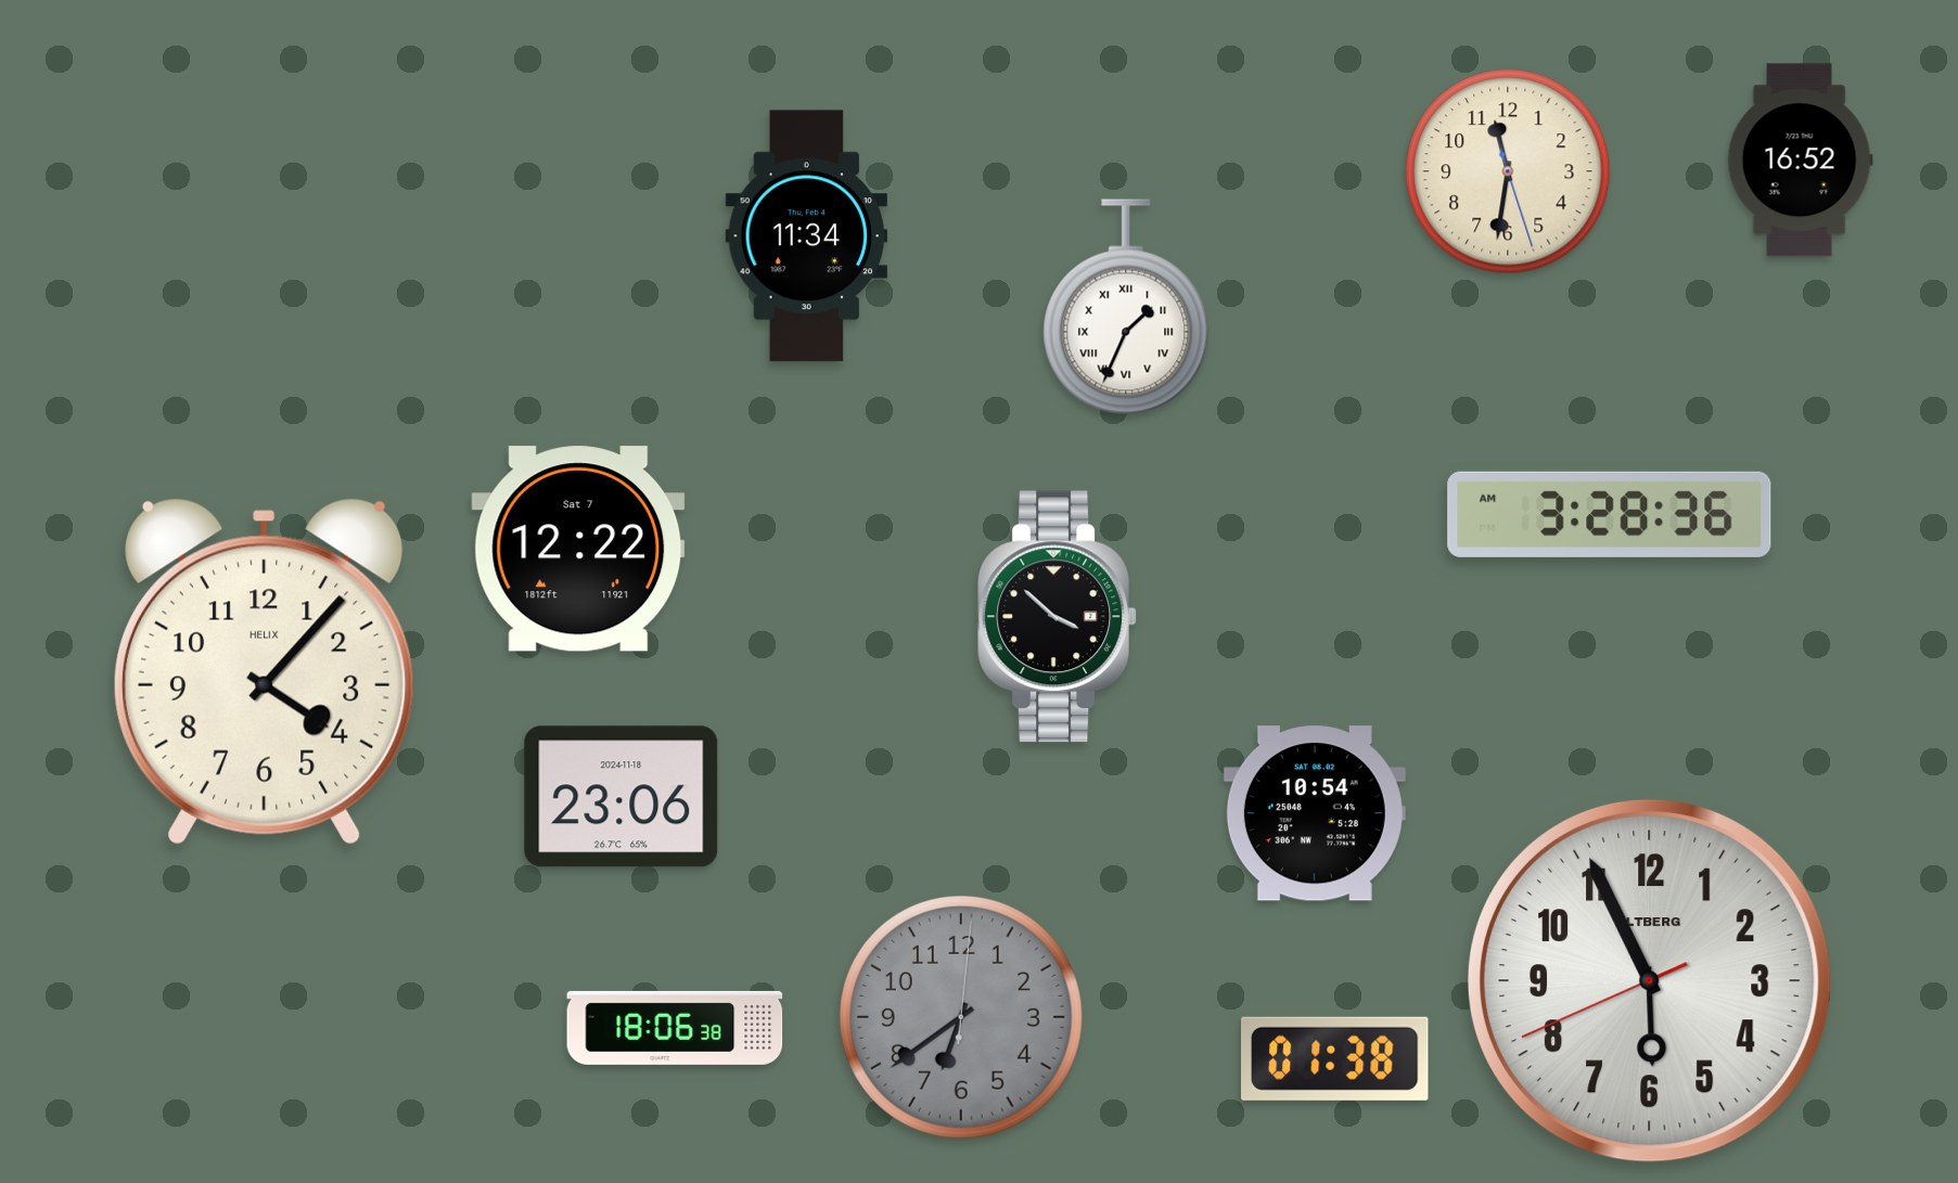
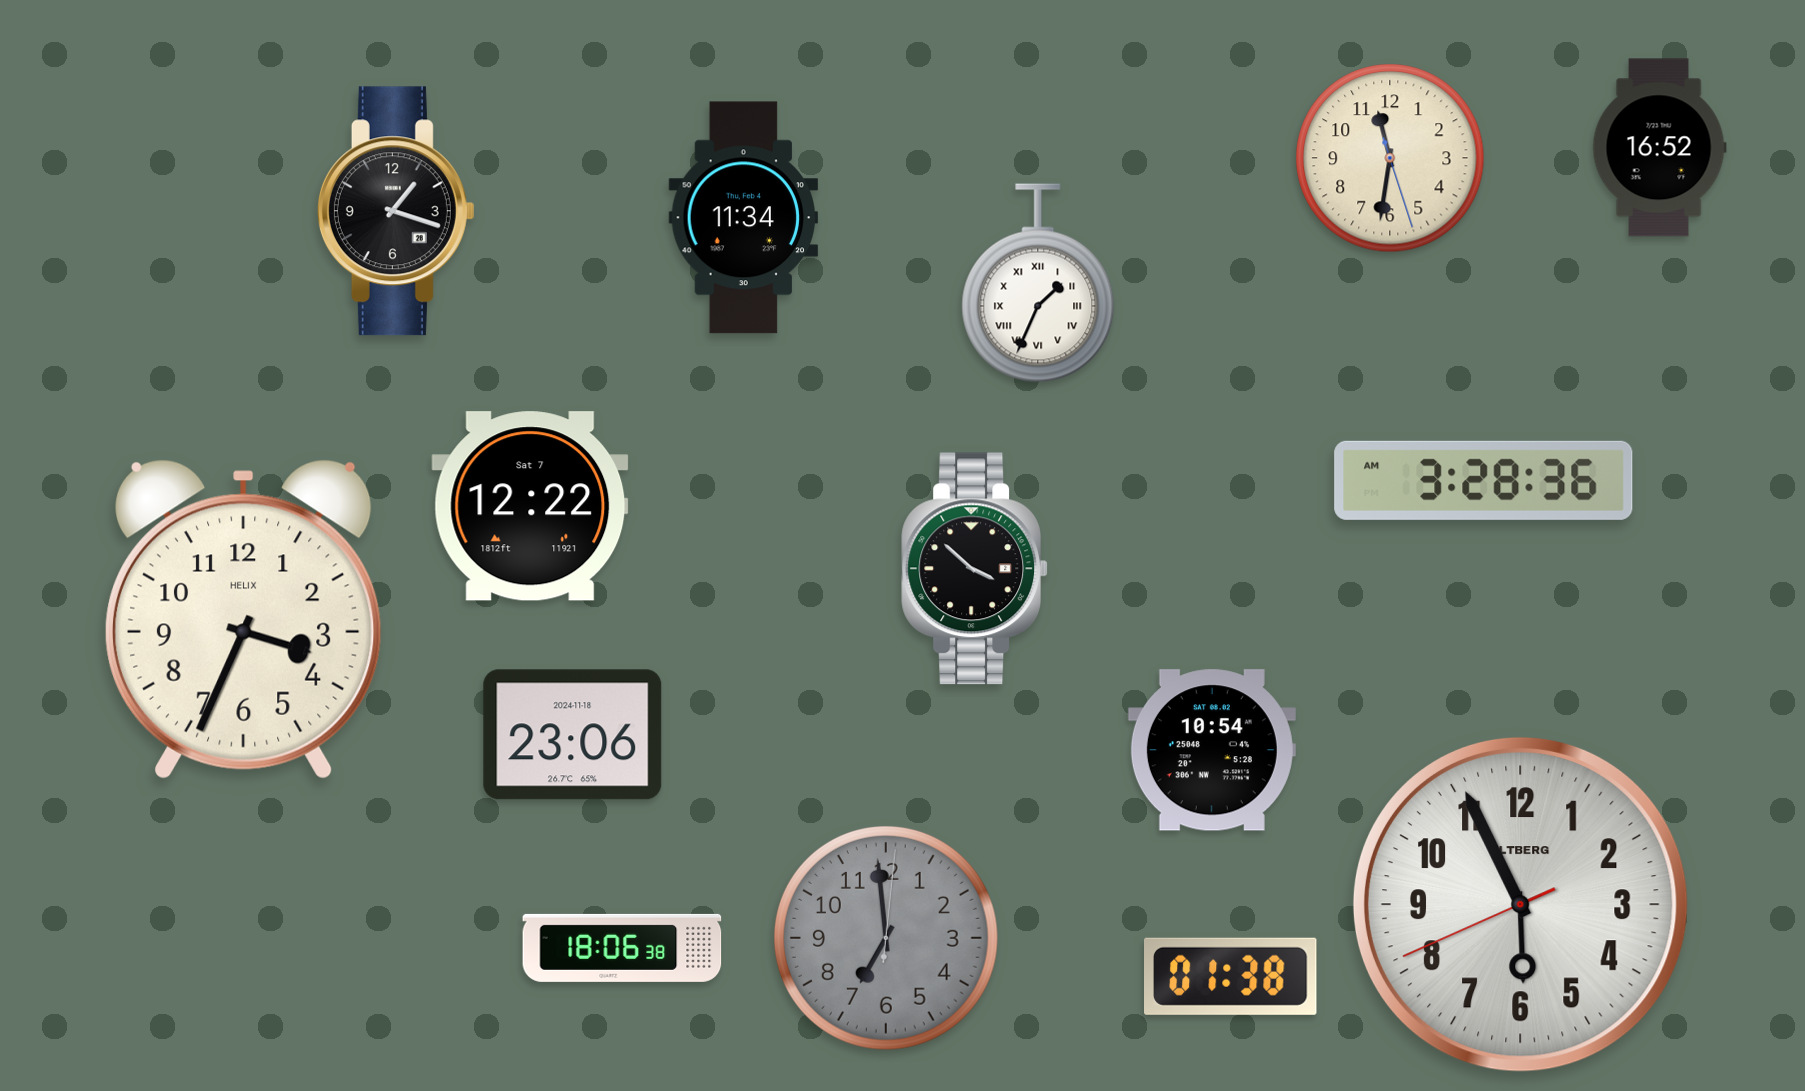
clock at (396, 211): none -> 1:18
clock at (1610, 514) position: (1610, 514) -> (1484, 480)
clock at (578, 549) position: (578, 549) -> (530, 506)
clock at (264, 671): 4:07 -> 3:34
clock at (961, 1017): 6:39 -> 6:59
